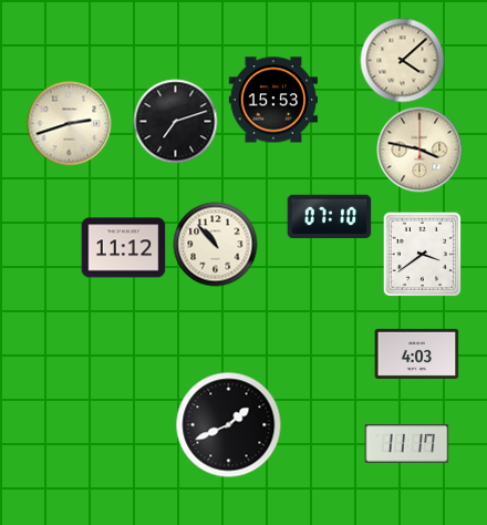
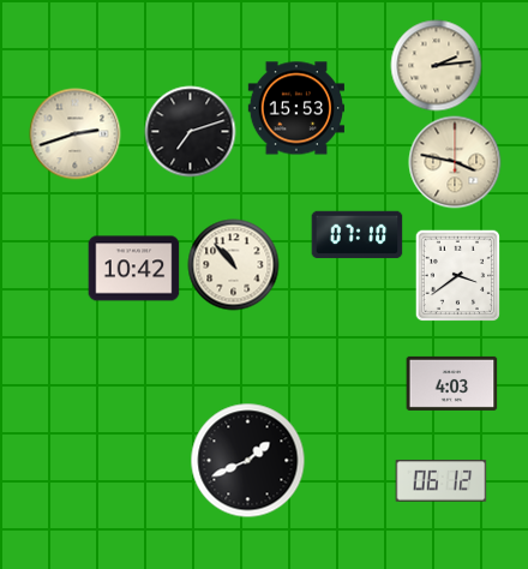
clock at (403, 61): 4:08 -> 2:14
clock at (124, 248): 11:12 -> 10:42
clock at (407, 444): 11:17 -> 06:12
